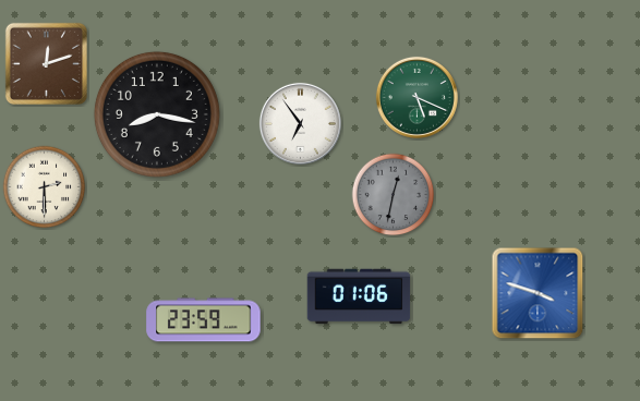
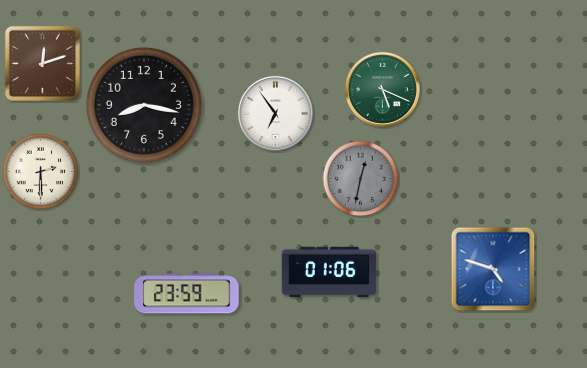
clock at (46, 63) position: (46, 63) -> (42, 63)
clock at (538, 293): 3:48 -> 4:48
